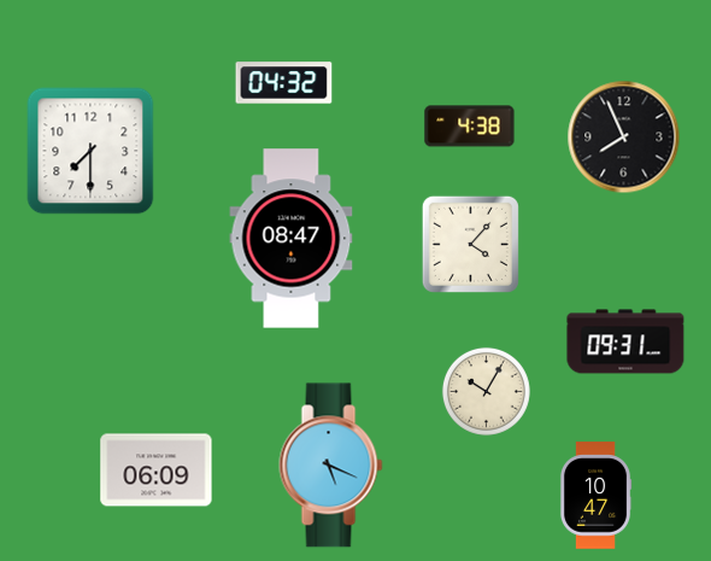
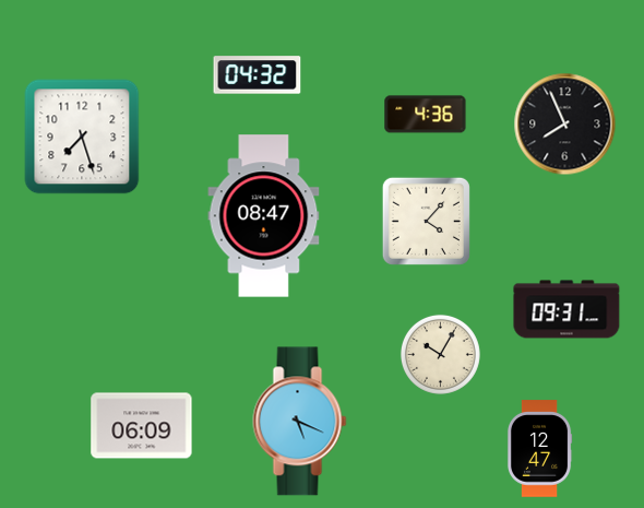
clock at (470, 127): 4:38 -> 4:36
clock at (90, 151): 7:30 -> 7:27
clock at (595, 496): 10:47 -> 12:47
